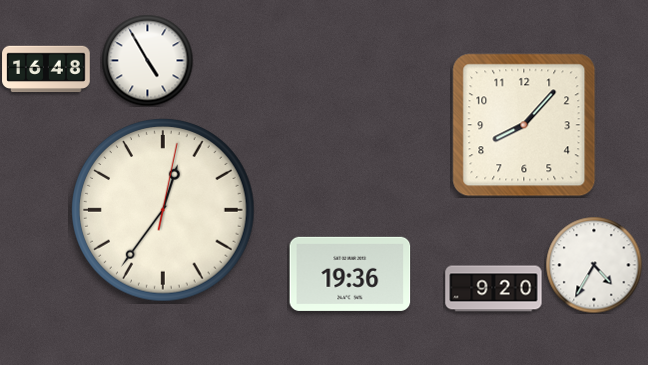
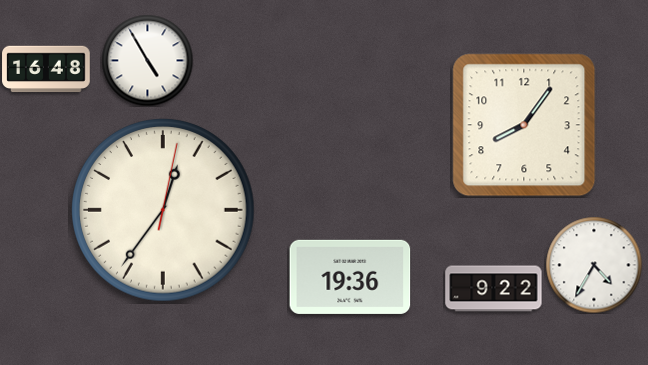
clock at (524, 125): 8:07 -> 8:06
clock at (350, 274) position: (350, 274) -> (350, 277)
clock at (494, 289): 9:20 -> 9:22
